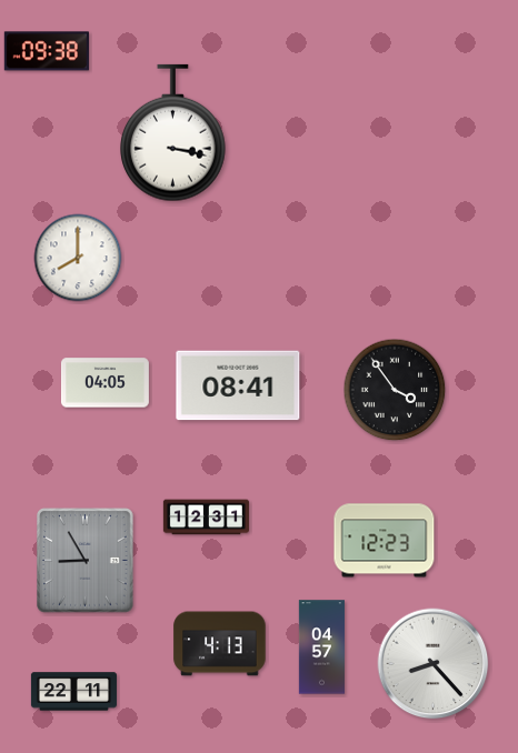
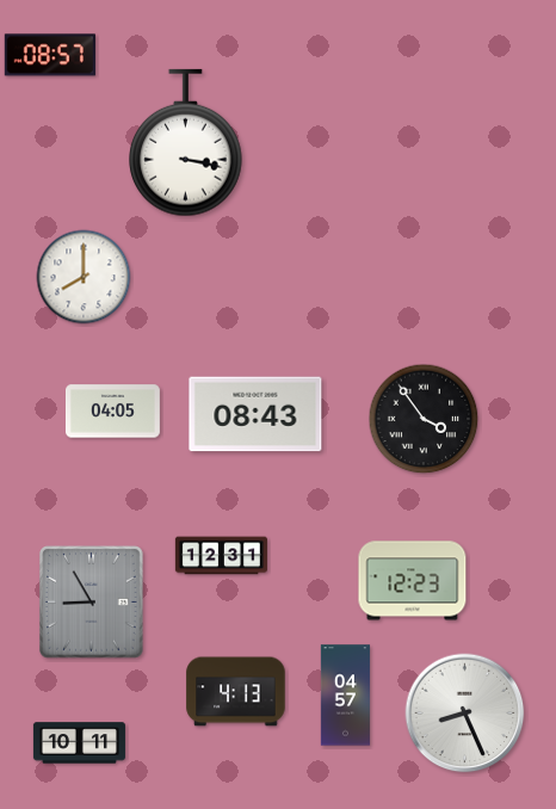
clock at (47, 51): 09:38 -> 08:57
clock at (238, 385): 08:41 -> 08:43
clock at (434, 664): 8:23 -> 8:26
clock at (73, 692): 22:11 -> 10:11
